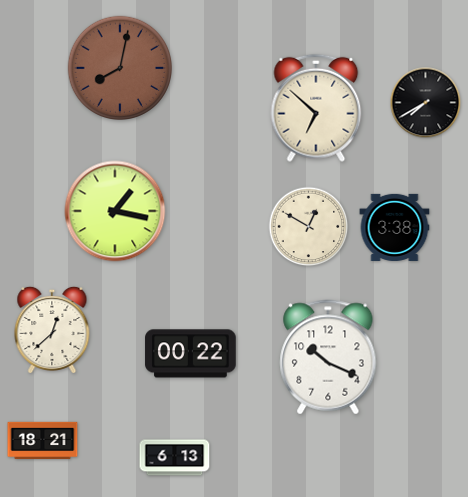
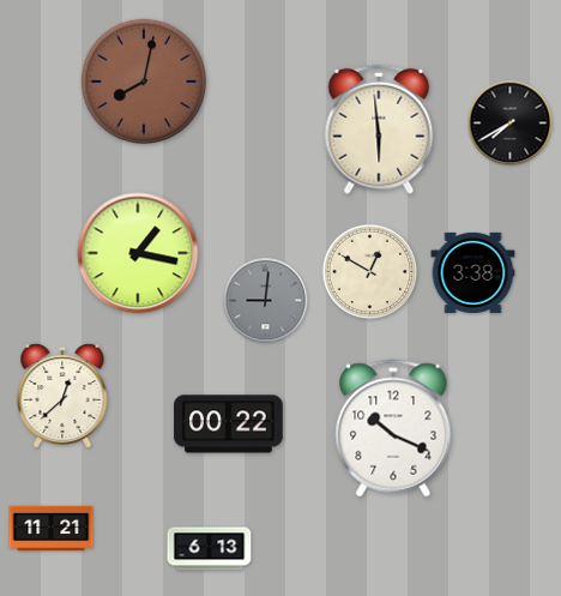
clock at (316, 108): 6:52 -> 5:59
clock at (266, 301): none -> 9:01
clock at (43, 441): 18:21 -> 11:21
